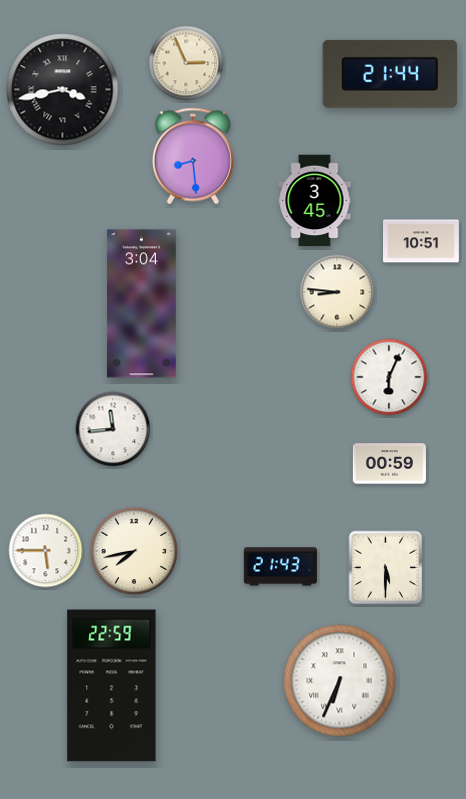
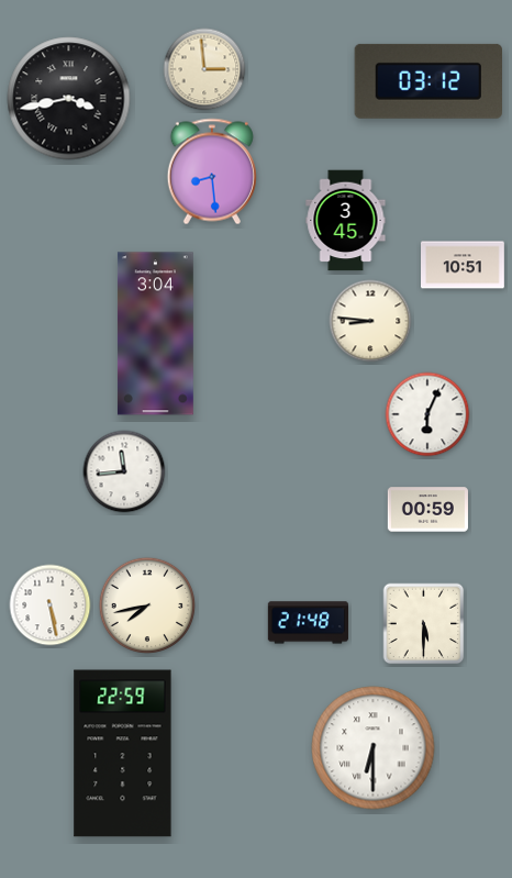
clock at (186, 63): 2:56 -> 2:59
clock at (389, 74): 21:44 -> 03:12
clock at (46, 551): 5:45 -> 5:28
clock at (280, 567): 21:43 -> 21:48
clock at (340, 681): 6:34 -> 6:30
